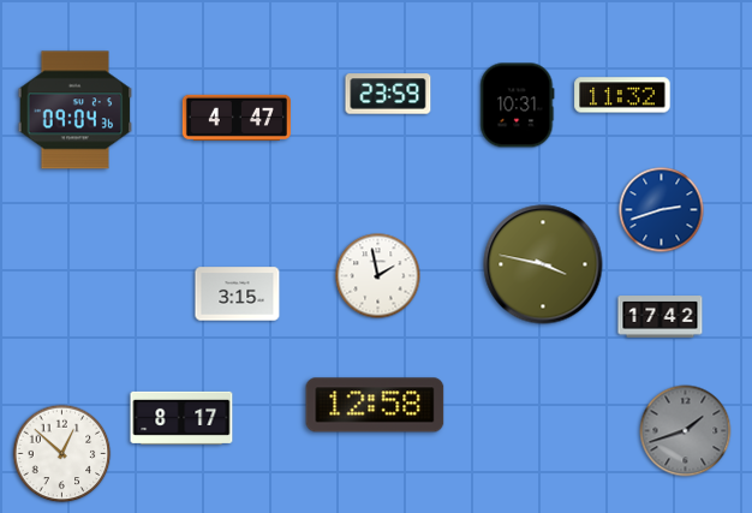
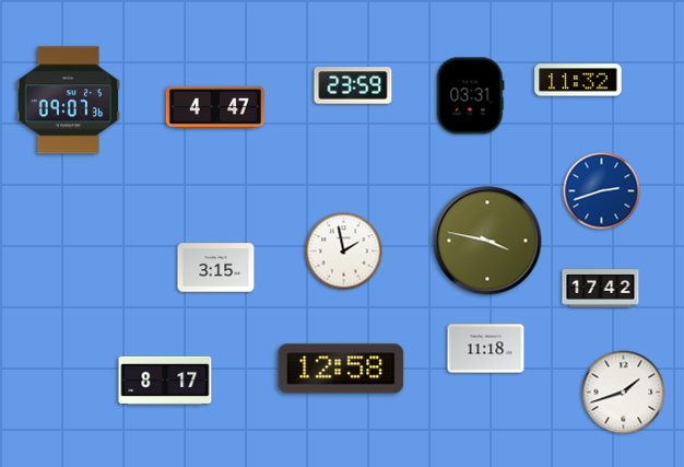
clock at (622, 95) position: (622, 95) -> (578, 80)
clock at (518, 106): 10:31 -> 03:31
clock at (76, 111): 09:04 -> 09:07
clock at (543, 264) position: (543, 264) -> (487, 241)
clock at (486, 349): none -> 11:18
clock at (686, 431) dial: grey -> white
clock at (62, 454): 12:52 -> none
